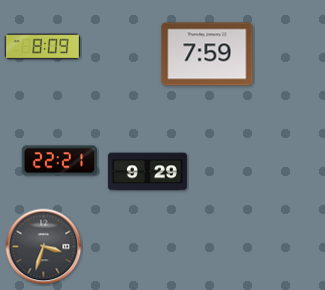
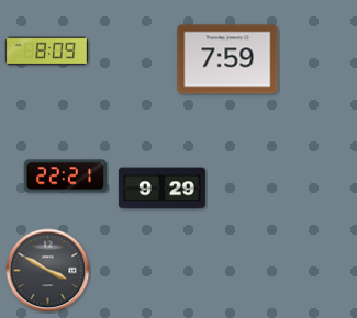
clock at (44, 247): 3:33 -> 3:50
